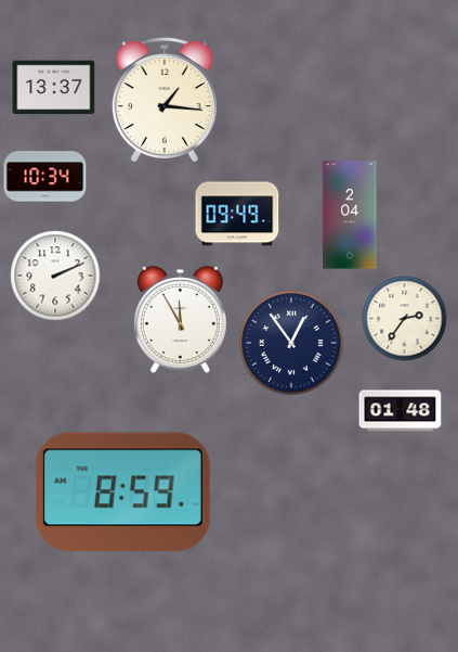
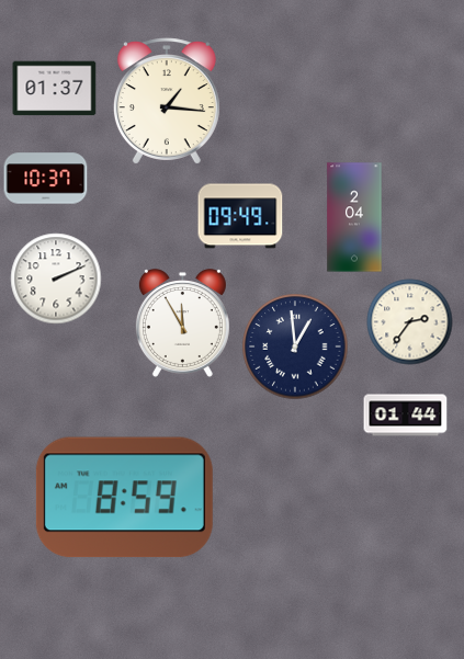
clock at (54, 88): 13:37 -> 01:37
clock at (45, 177): 10:34 -> 10:37
clock at (291, 343): 12:54 -> 12:59
clock at (401, 411): 01:48 -> 01:44
